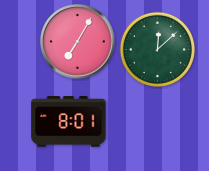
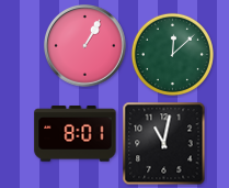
clock at (78, 42): 7:05 -> 1:05
clock at (164, 144): none -> 11:02
